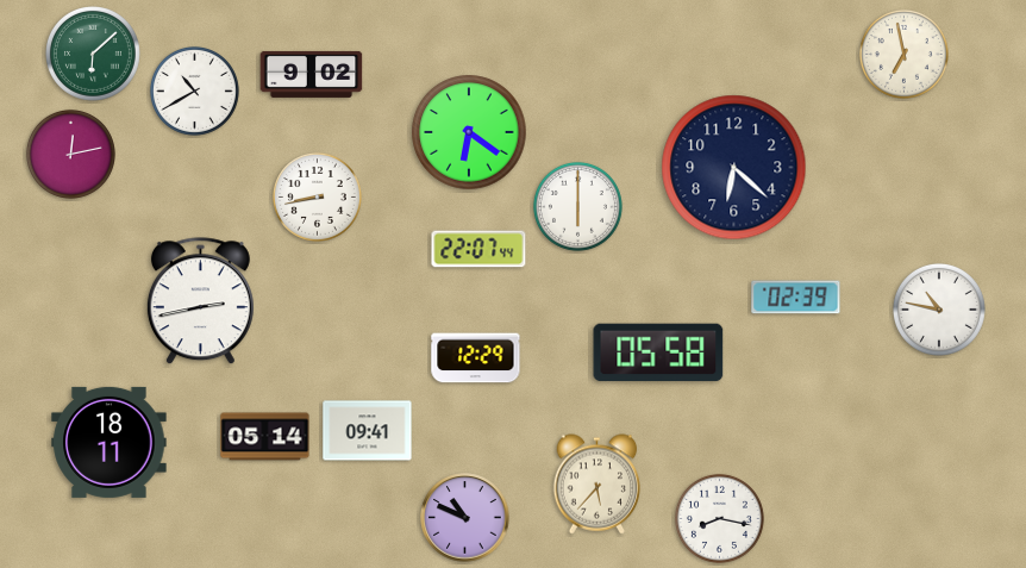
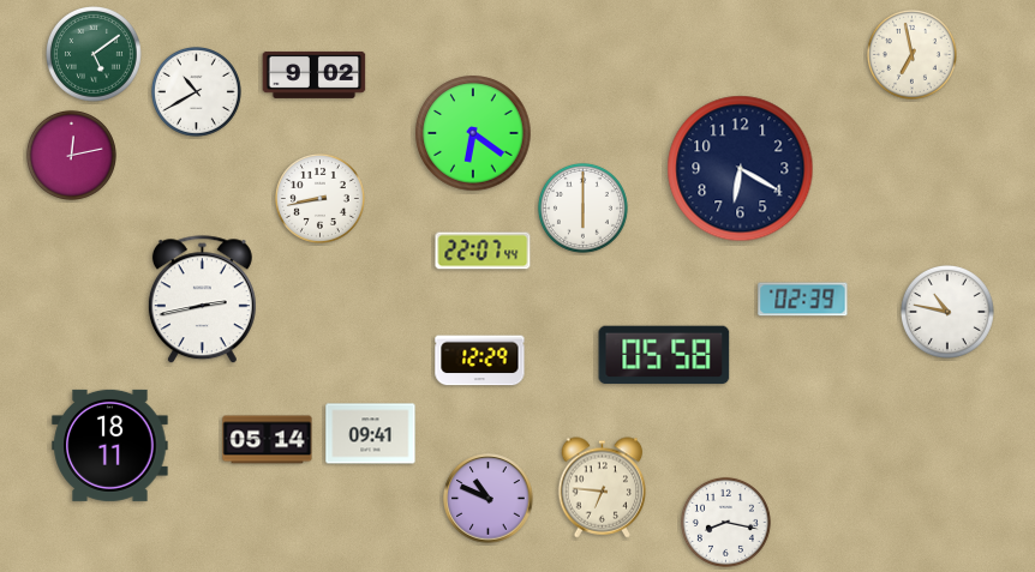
clock at (94, 55): 6:08 -> 5:09
clock at (734, 168): 6:22 -> 6:20
clock at (200, 301) position: (200, 301) -> (202, 300)
clock at (598, 485): 5:37 -> 6:46
clock at (465, 518) position: (465, 518) -> (489, 499)
